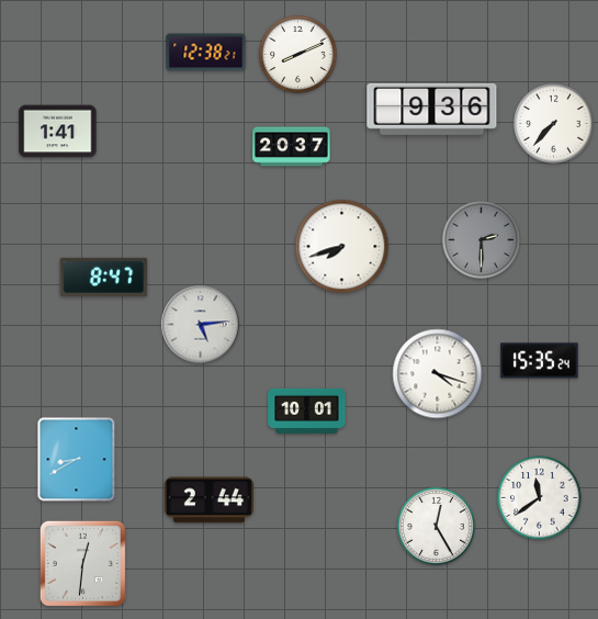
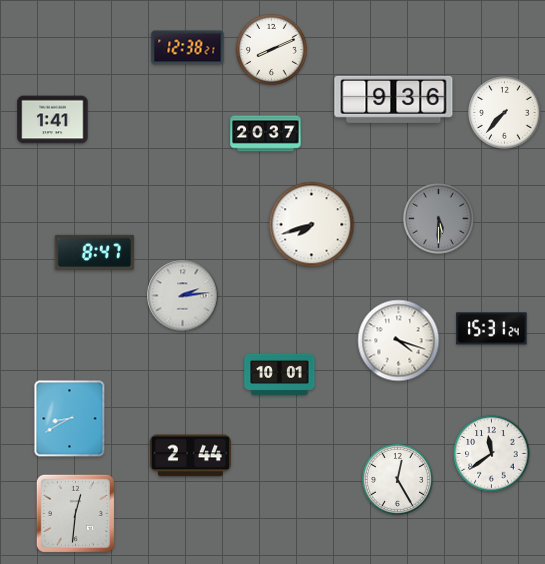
clock at (481, 239): 2:30 -> 5:30
clock at (201, 325): 5:14 -> 2:14
clock at (540, 361): 15:35 -> 15:31
